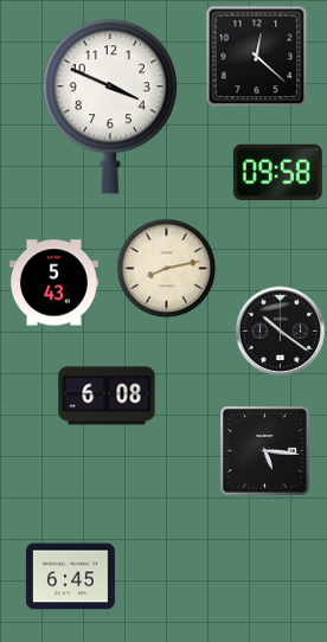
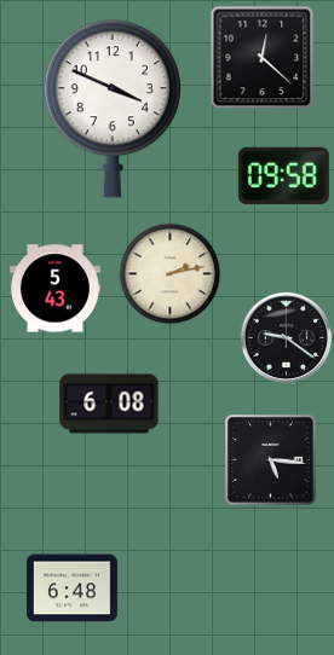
clock at (167, 269): 8:13 -> 2:13
clock at (281, 332): 10:21 -> 9:21
clock at (70, 577): 6:45 -> 6:48
